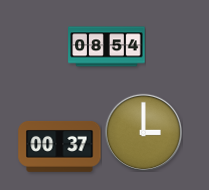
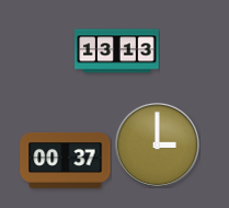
clock at (107, 47): 08:54 -> 13:13
